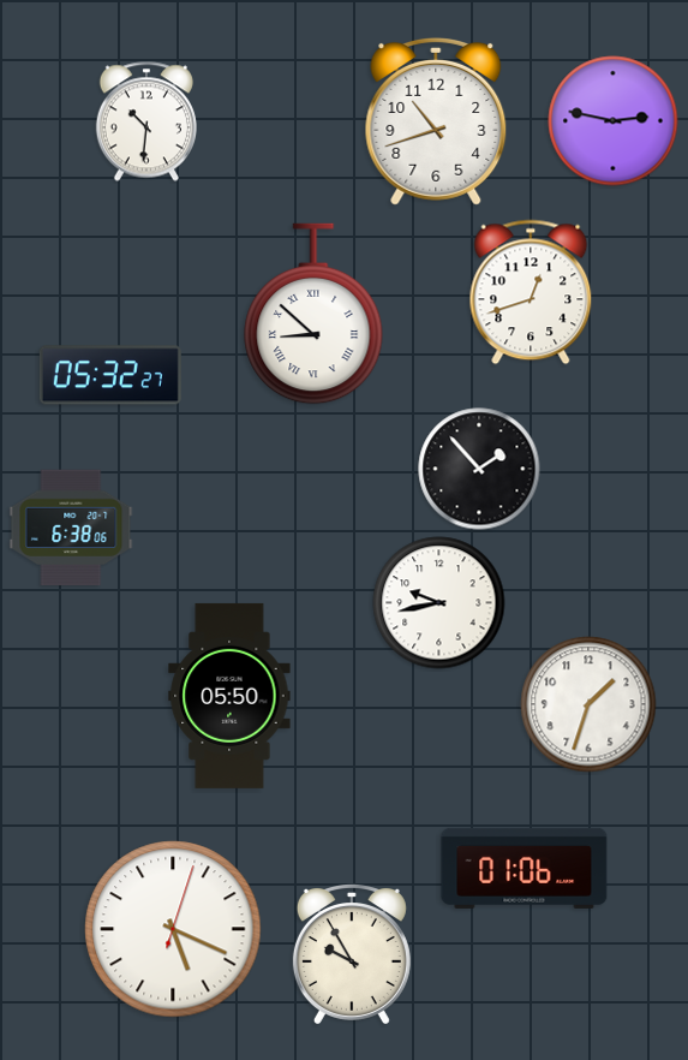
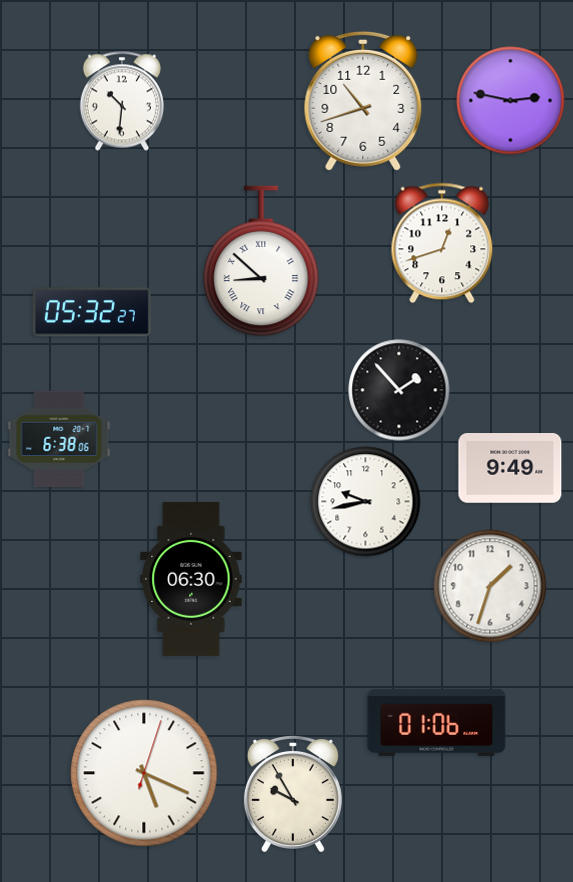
clock at (510, 469): none -> 9:49
clock at (229, 696): 05:50 -> 06:30
